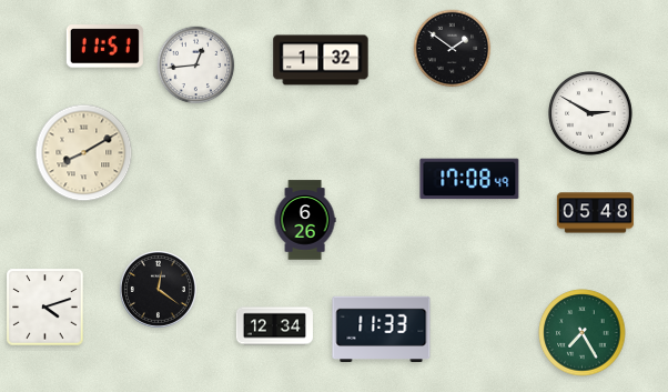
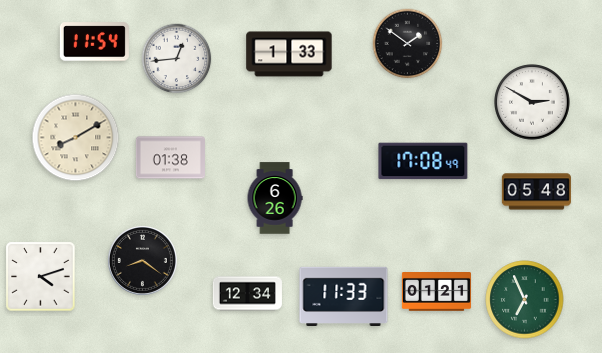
clock at (104, 47): 11:51 -> 11:54
clock at (321, 60): 1:32 -> 1:33
clock at (170, 158): none -> 01:38
clock at (158, 289): 12:21 -> 8:21
clock at (436, 292): none -> 01:21
clock at (583, 333): 7:25 -> 6:56
